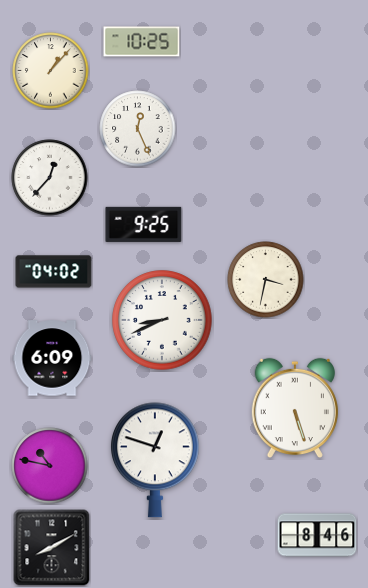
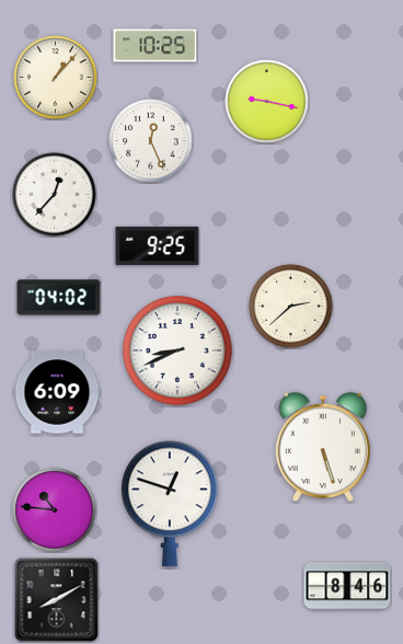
clock at (267, 102): none -> 9:17
clock at (266, 280): 3:32 -> 2:38
clock at (50, 466): 10:47 -> 10:46
